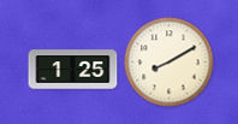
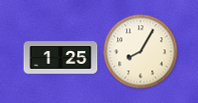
clock at (169, 63): 8:10 -> 8:05
